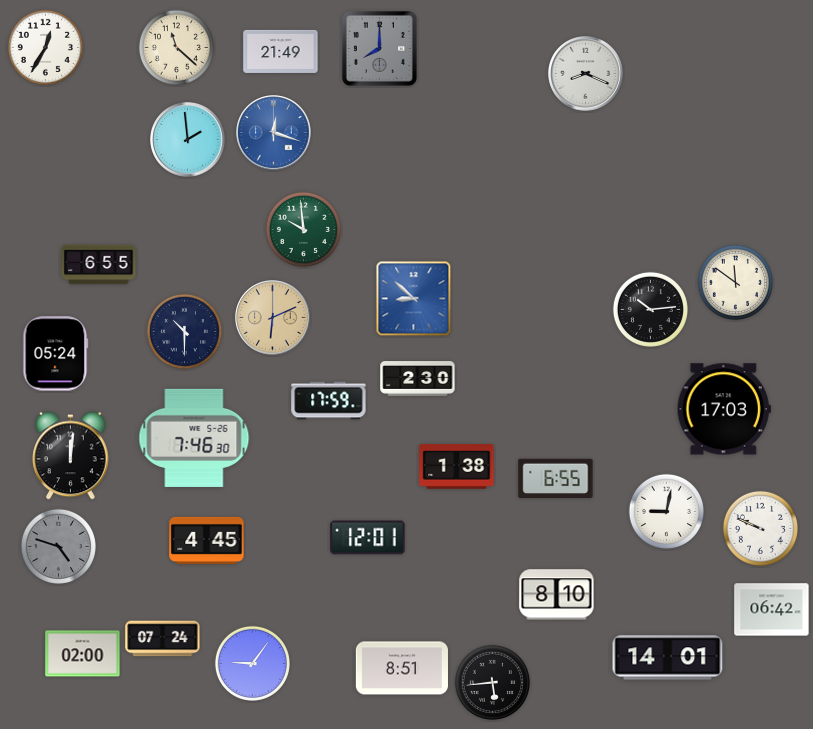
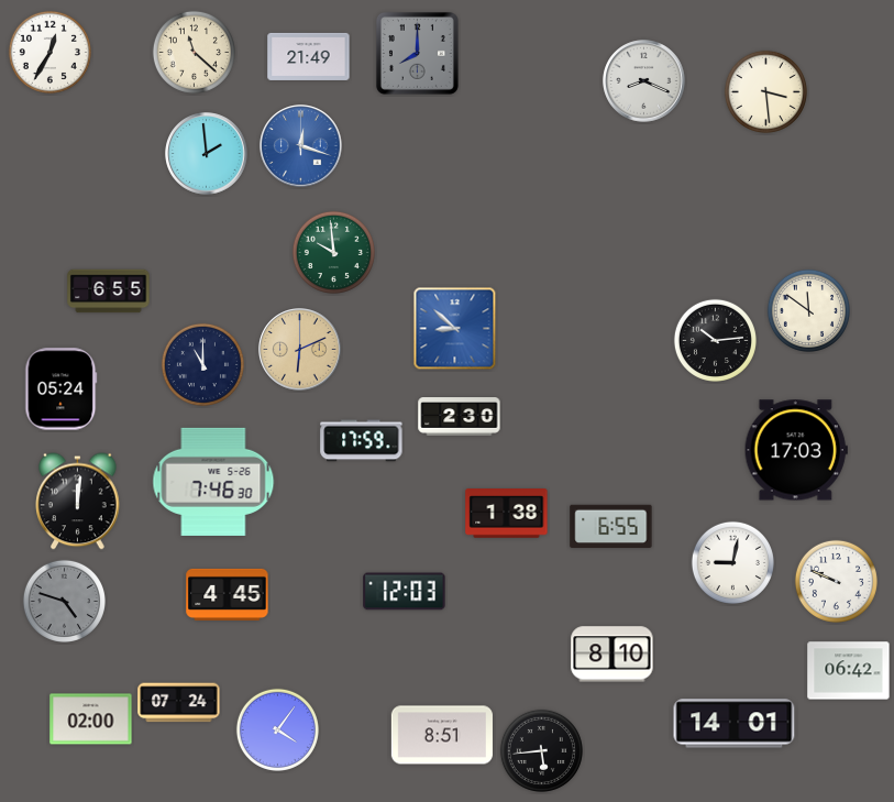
clock at (765, 91): none -> 3:29
clock at (184, 331): 10:30 -> 11:00
clock at (457, 467) position: (457, 467) -> (507, 514)
clock at (368, 538): 12:01 -> 12:03
clock at (252, 663): 9:06 -> 4:06
